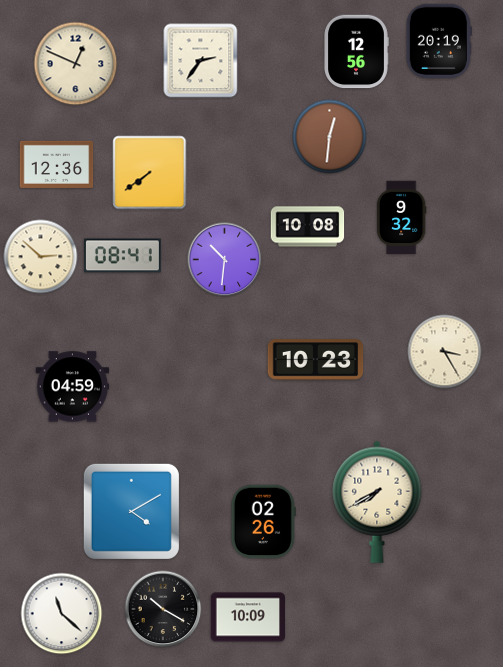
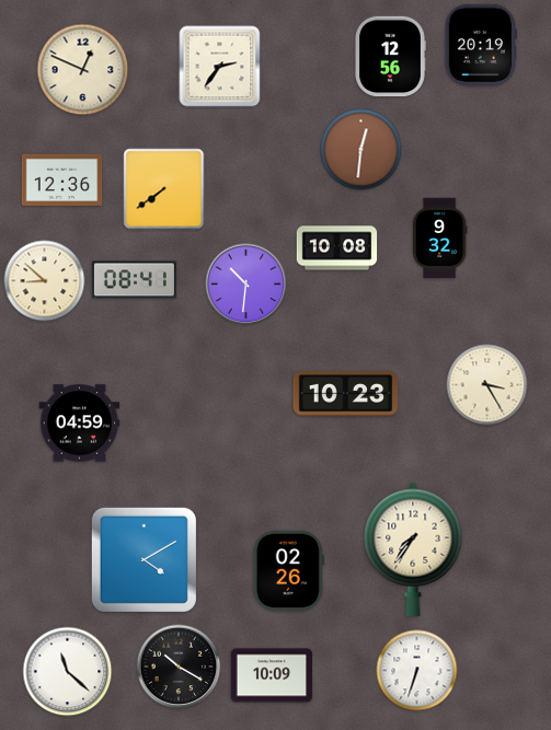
clock at (41, 257): 2:52 -> 8:52
clock at (377, 502): 7:40 -> 7:36
clock at (417, 671): none -> 6:33
